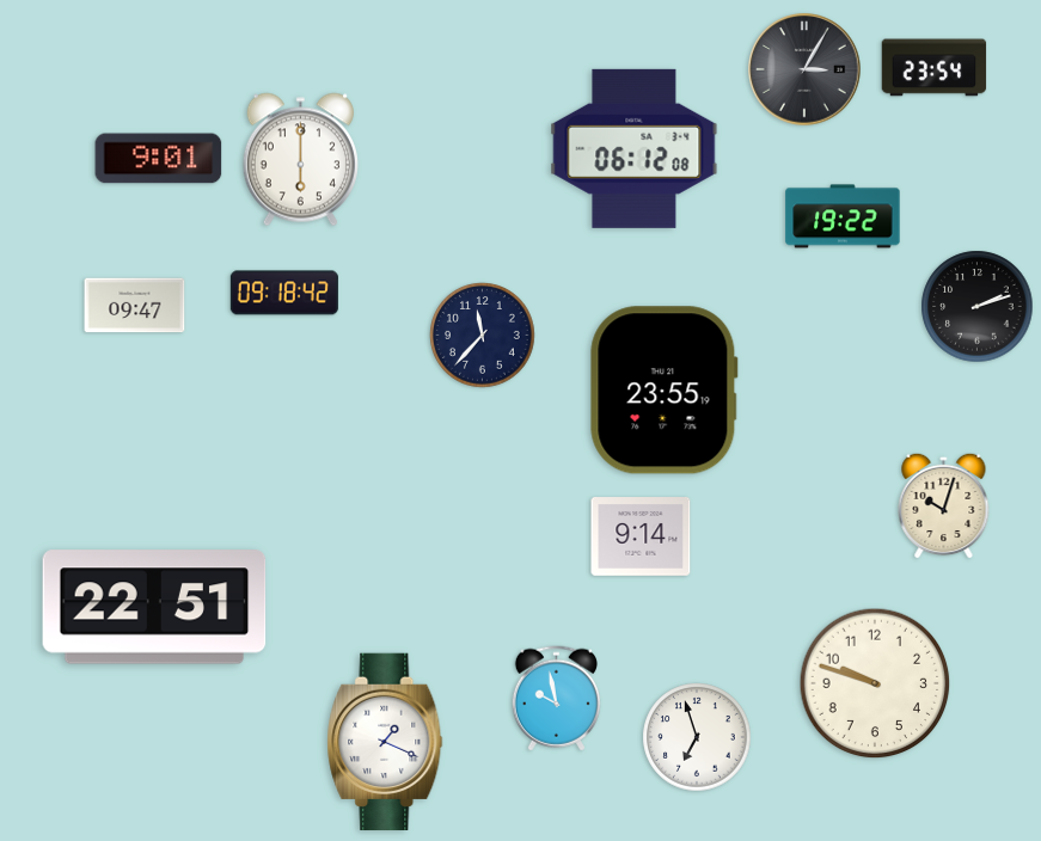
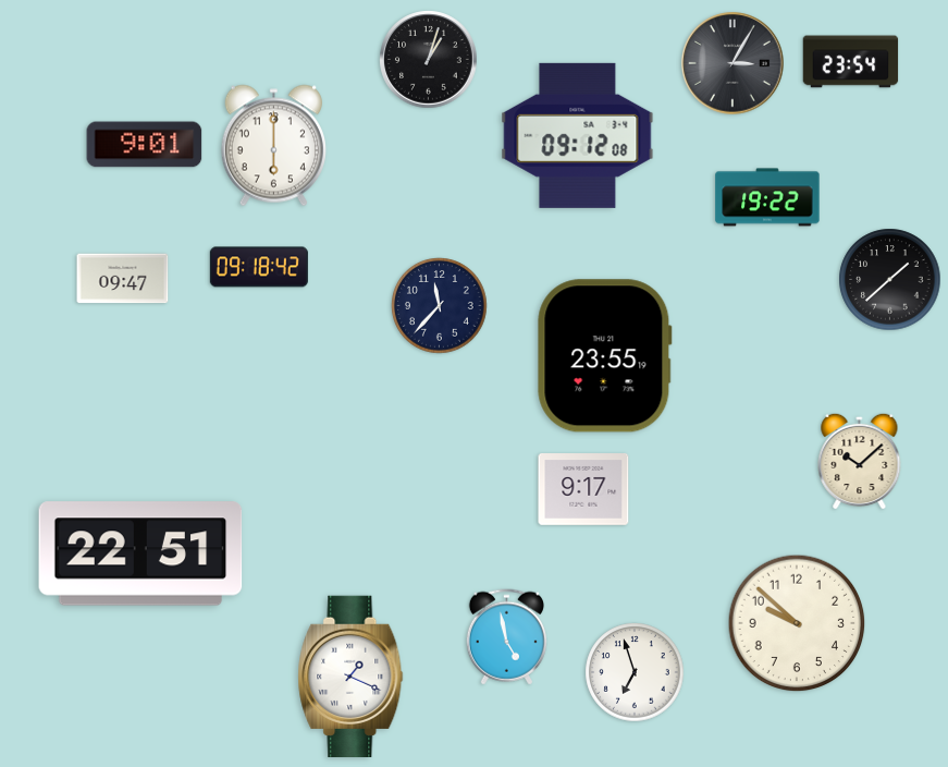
clock at (429, 60): none -> 1:03
clock at (635, 148): 06:12 -> 09:12
clock at (978, 307): 2:12 -> 1:38
clock at (944, 505): 10:03 -> 10:08
clock at (641, 538): 9:14 -> 9:17
clock at (875, 683): 9:48 -> 9:52
clock at (556, 699): 9:58 -> 4:58
